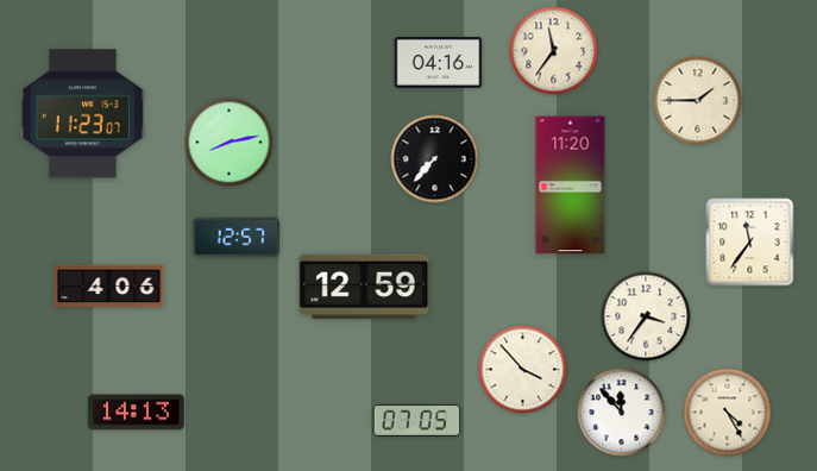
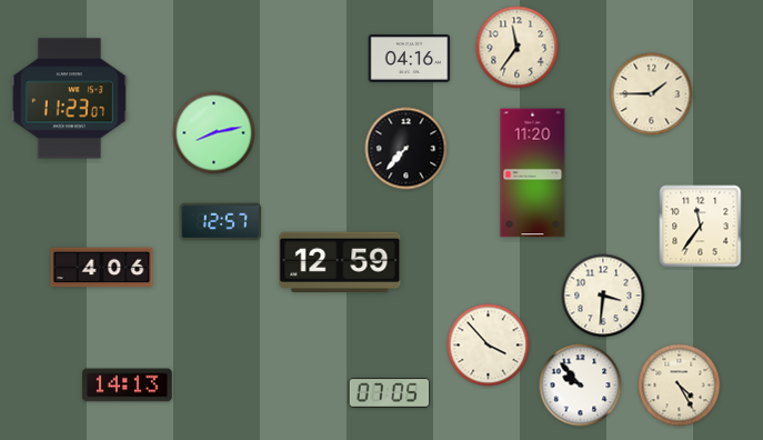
clock at (82, 114) position: (82, 114) -> (69, 99)
clock at (364, 287) position: (364, 287) -> (340, 262)
clock at (646, 316): 3:36 -> 3:31
clock at (622, 413): 11:53 -> 9:53
